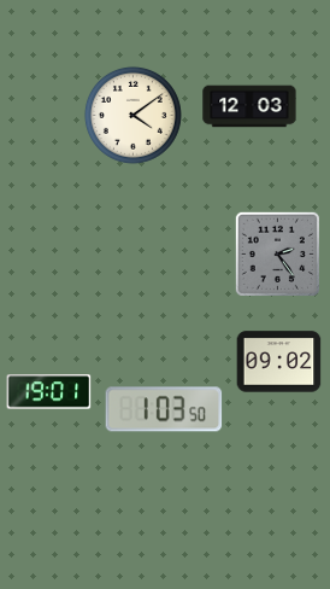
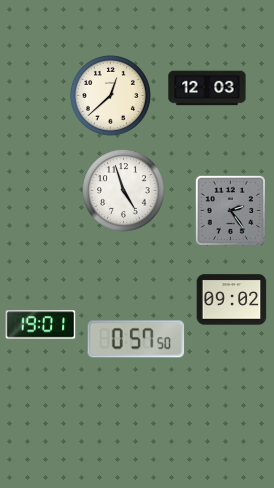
clock at (132, 115): 4:09 -> 12:38
clock at (124, 191): none -> 4:57
clock at (164, 409): 1:03 -> 0:57
